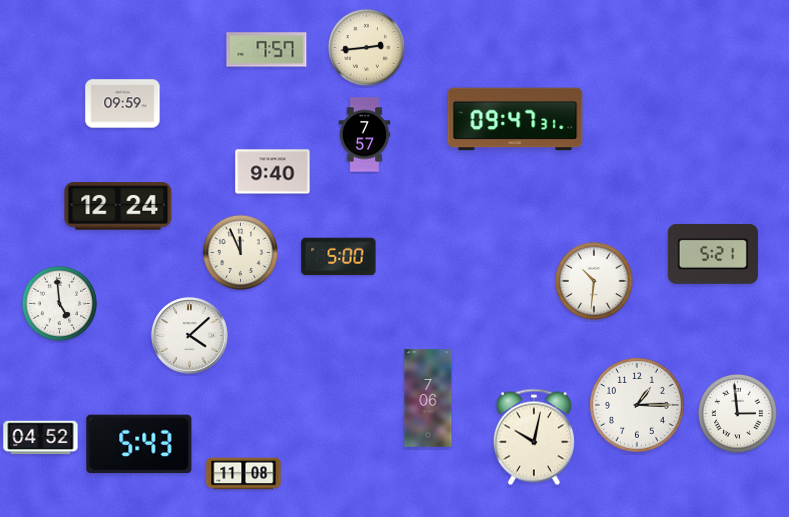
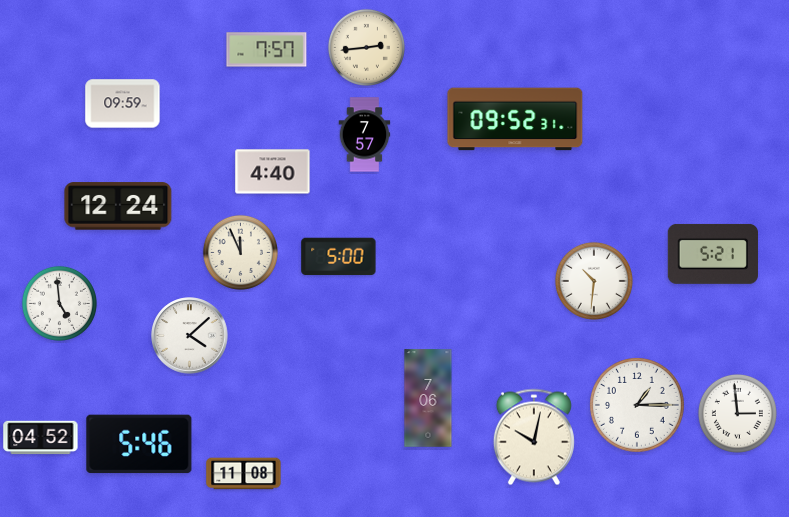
clock at (515, 119): 09:47 -> 09:52
clock at (273, 172): 9:40 -> 4:40
clock at (139, 444): 5:43 -> 5:46
